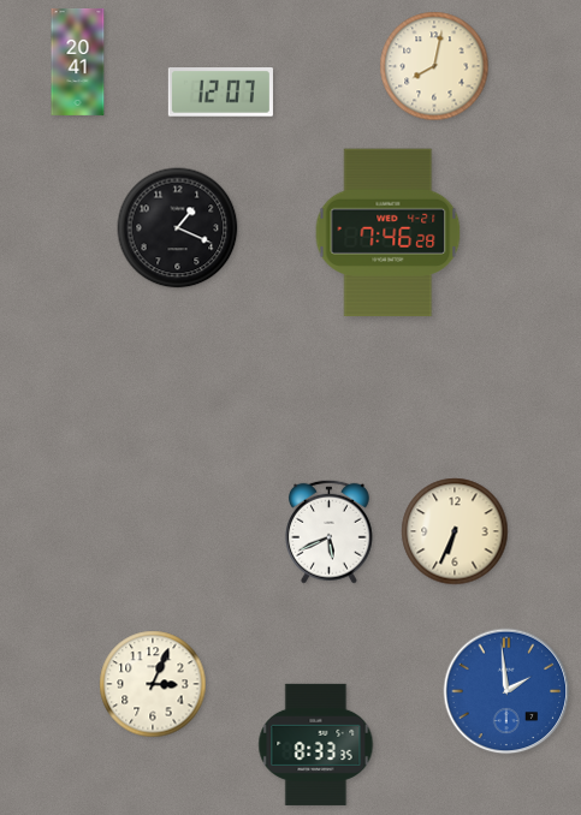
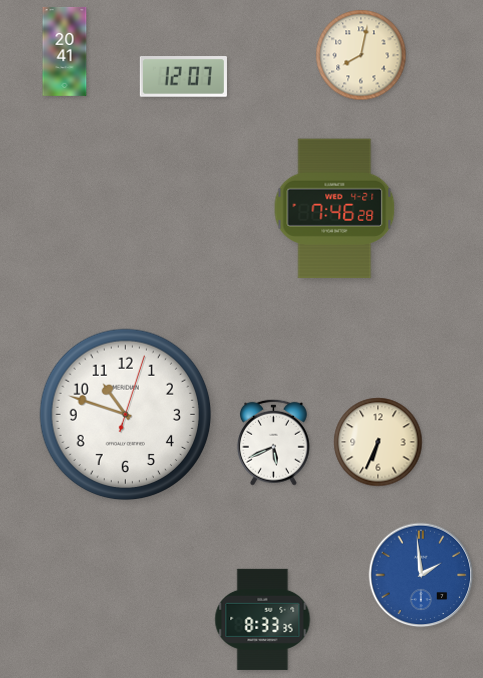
clock at (178, 228): 1:19 -> none
clock at (389, 233) position: (389, 233) -> (335, 209)
clock at (126, 415): none -> 10:48
clock at (153, 684): 3:04 -> none
